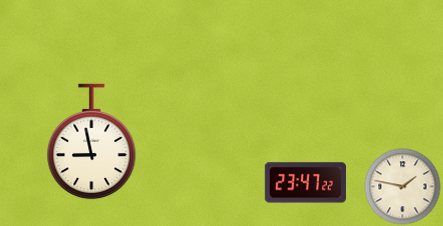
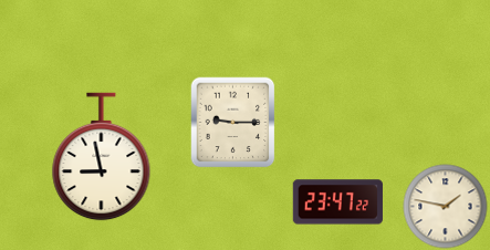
clock at (233, 123): none -> 9:15
